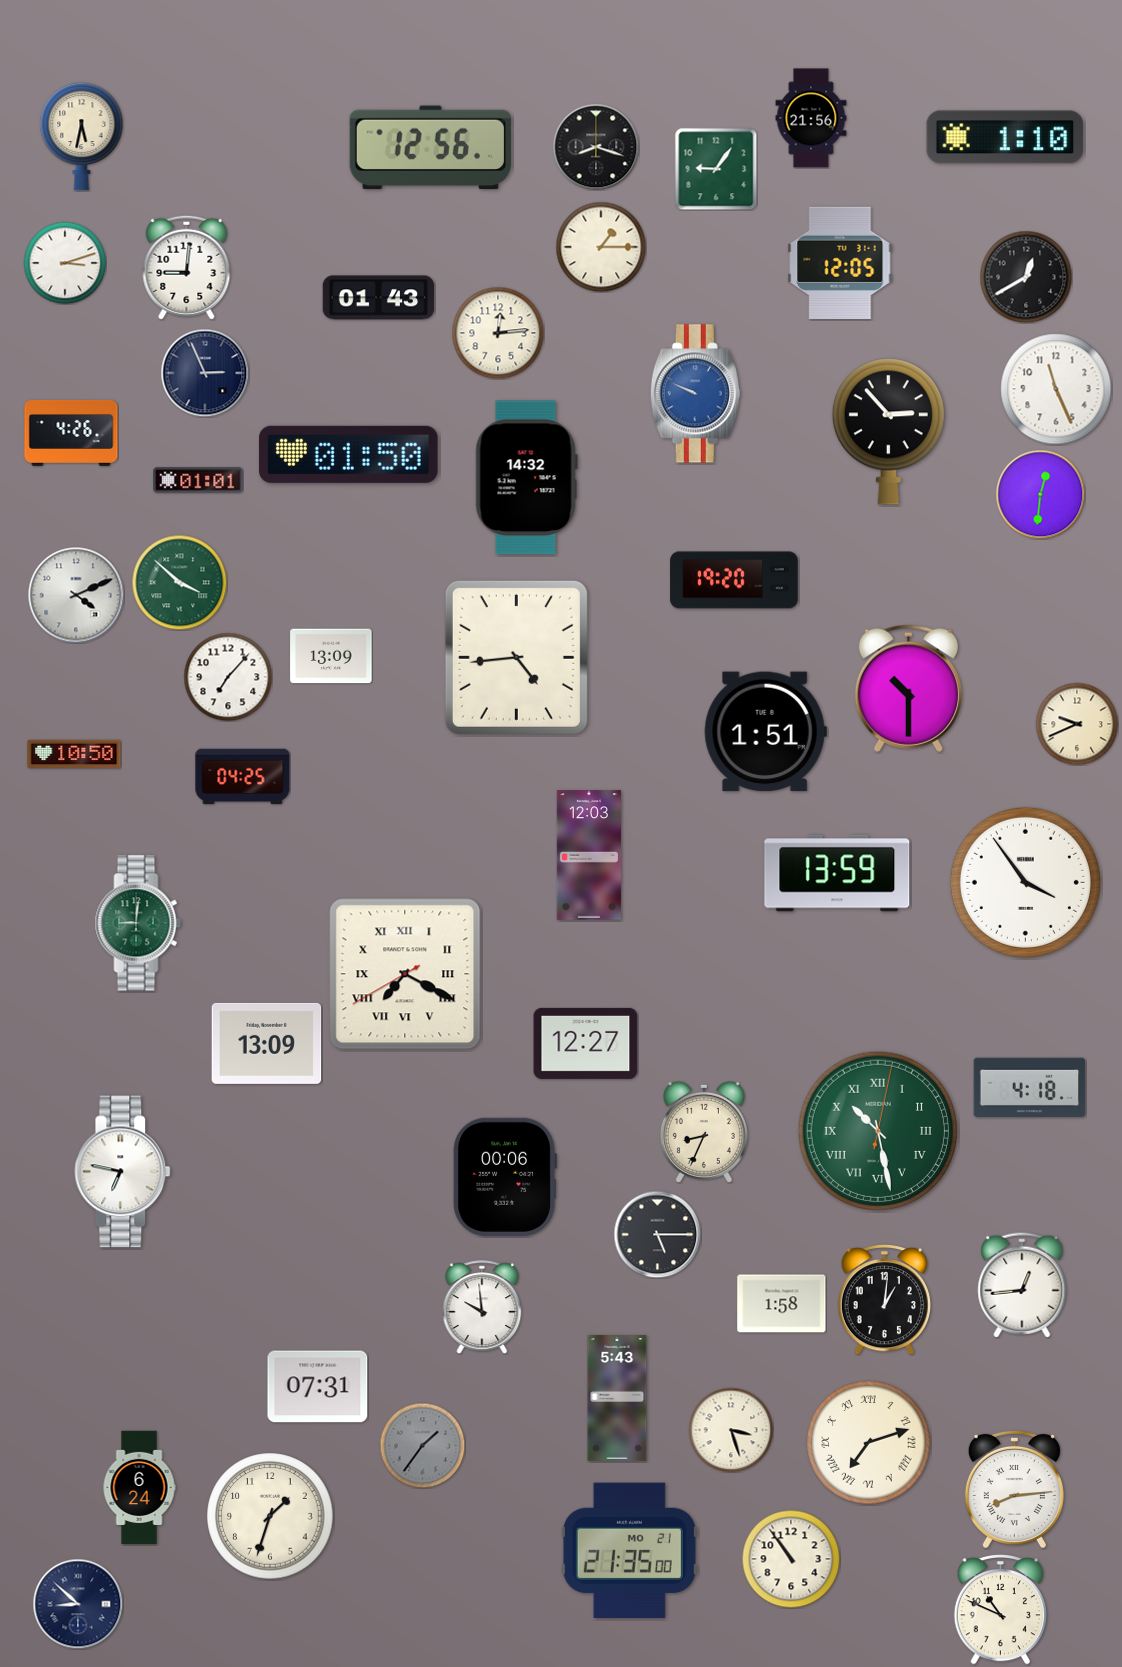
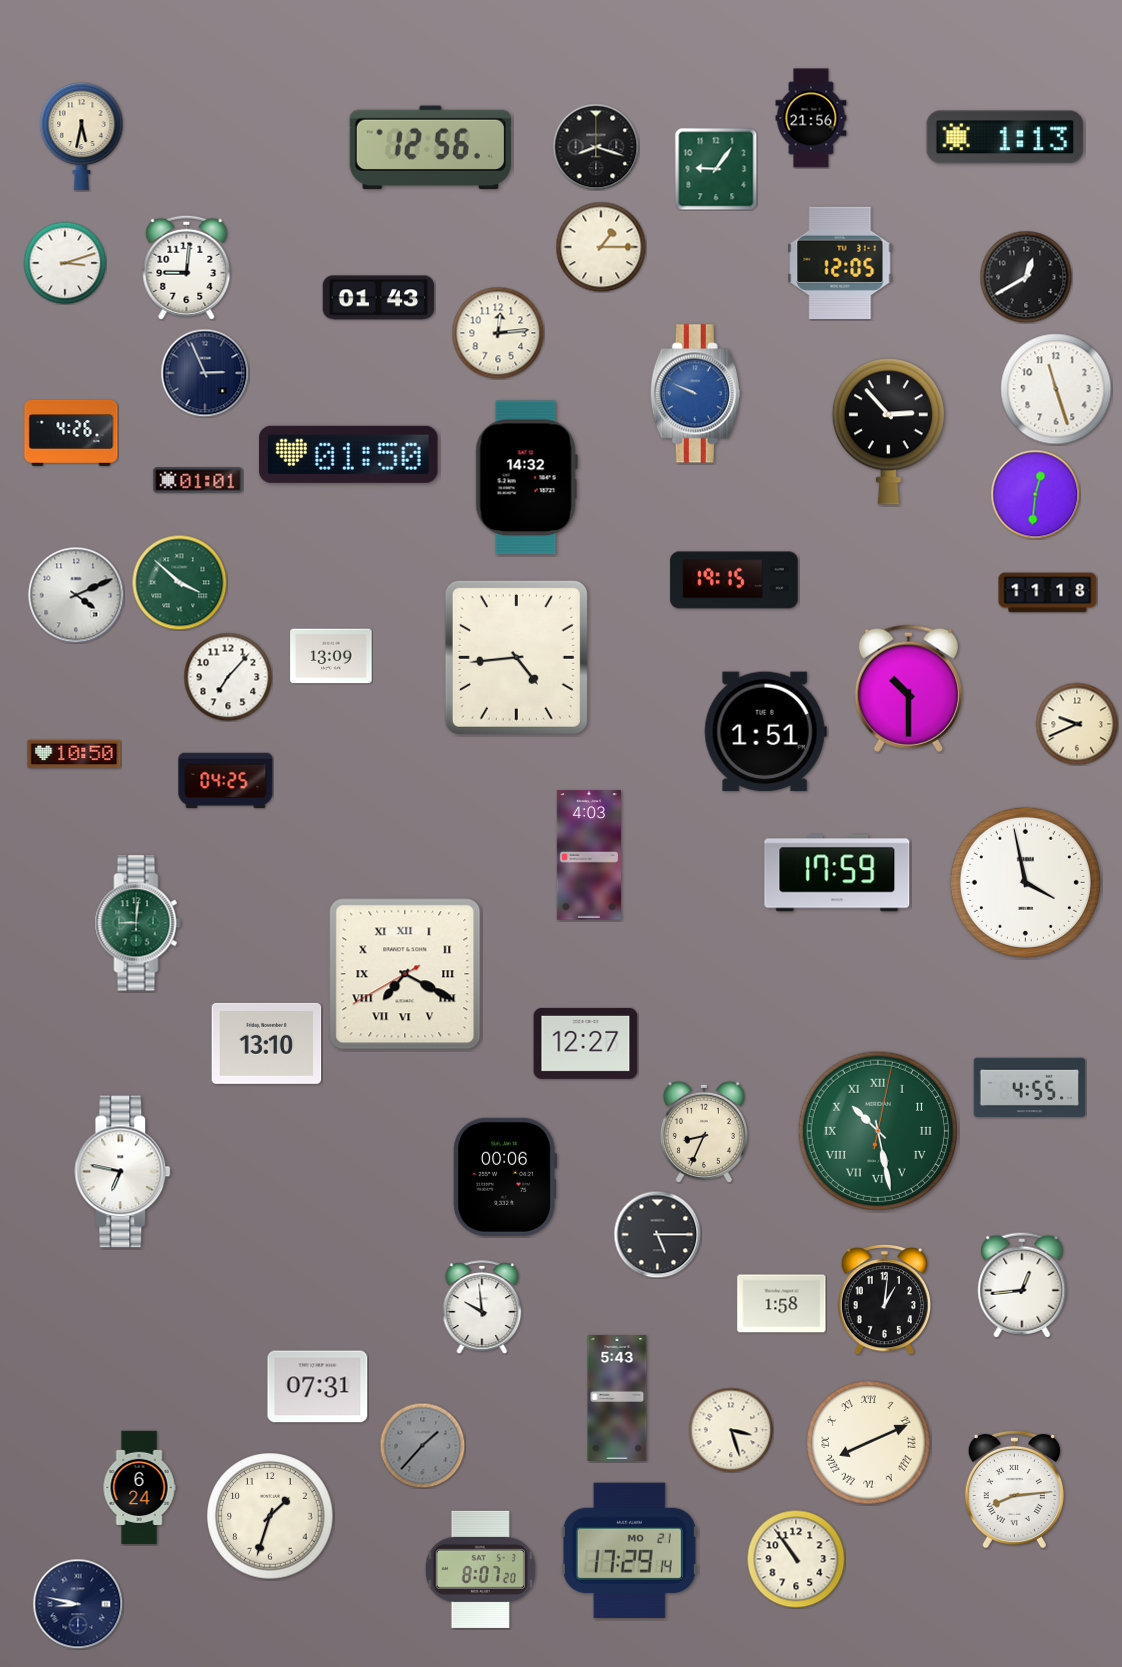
clock at (1005, 137): 1:10 -> 1:13
clock at (1056, 389): 11:26 -> 11:27
clock at (1040, 494) position: (1040, 494) -> (1035, 494)
clock at (734, 580): 19:20 -> 19:15
clock at (1048, 593): none -> 11:18
clock at (243, 777) position: (243, 777) -> (226, 781)
clock at (589, 855): 12:03 -> 4:03
clock at (837, 873): 13:59 -> 17:59
clock at (1025, 882): 3:54 -> 3:58
clock at (267, 1043): 13:09 -> 13:10
clock at (1030, 1088): 4:18 -> 4:55
clock at (869, 1443): 7:12 -> 8:11
clock at (422, 1445): 1:36 -> 1:37
clock at (629, 1550): 21:35 -> 17:29
clock at (791, 1559) position: (791, 1559) -> (796, 1559)
clock at (481, 1569): none -> 8:07
clock at (78, 1604): 8:52 -> 8:47
clock at (1000, 1610): 10:49 -> none
